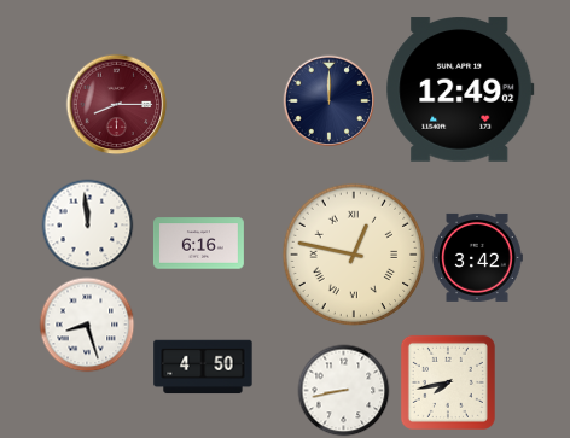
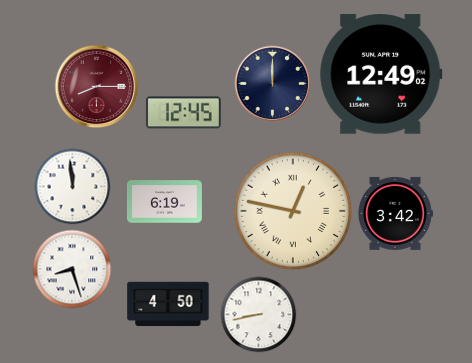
clock at (183, 113): none -> 12:45
clock at (198, 244): 6:16 -> 6:19
clock at (448, 382): 7:43 -> none
clock at (344, 391) position: (344, 391) -> (259, 315)
